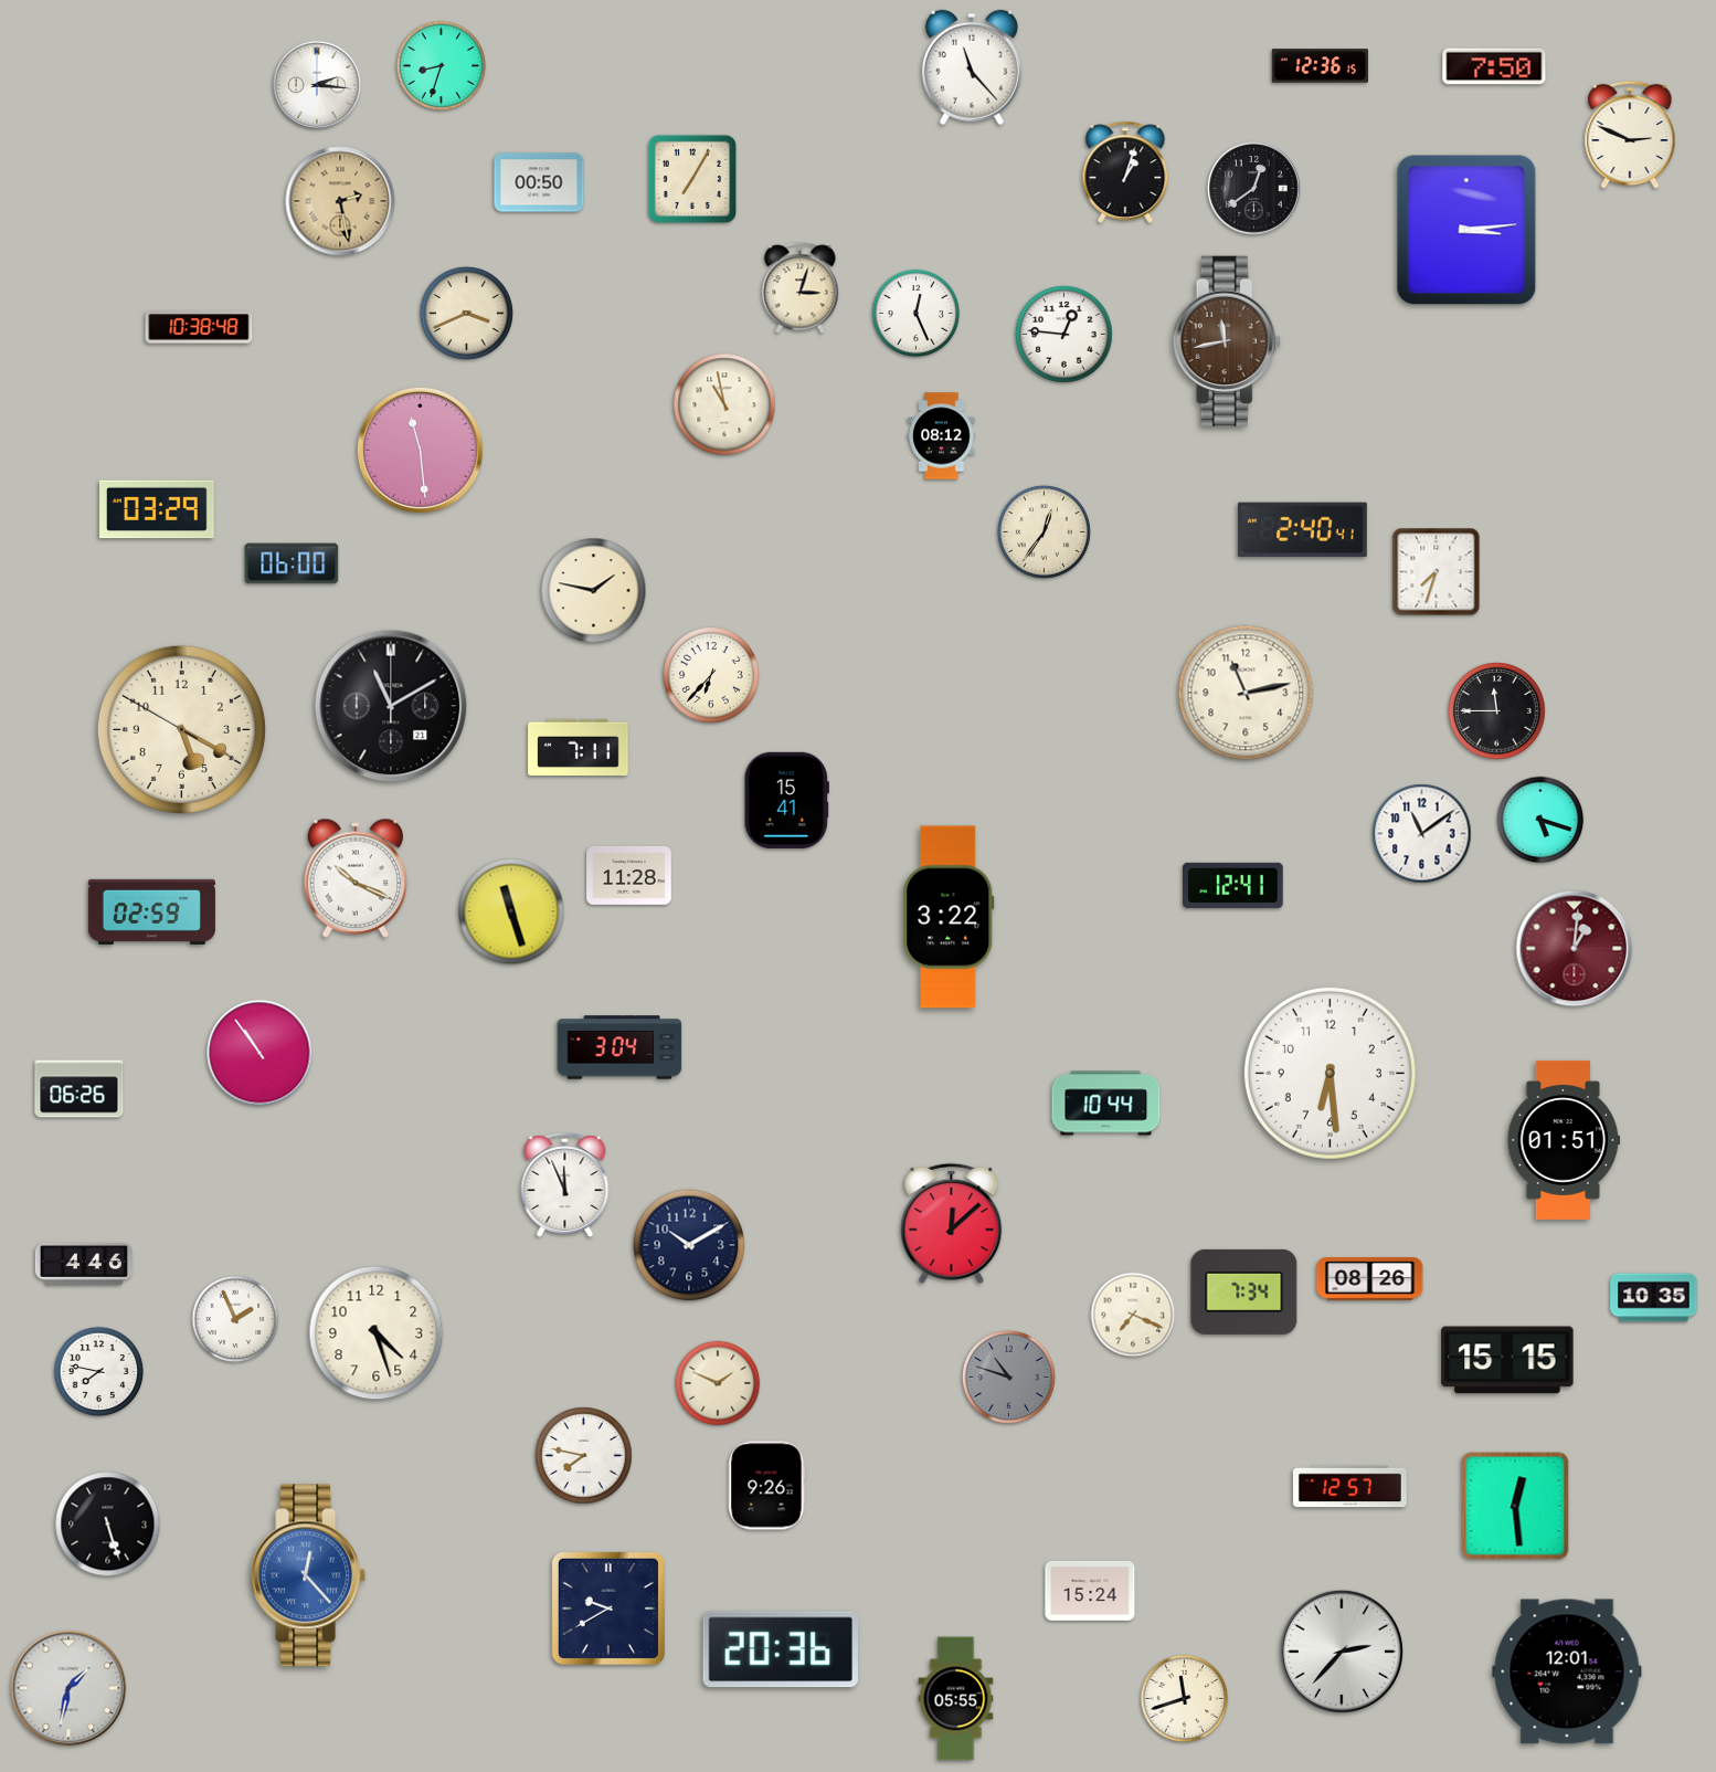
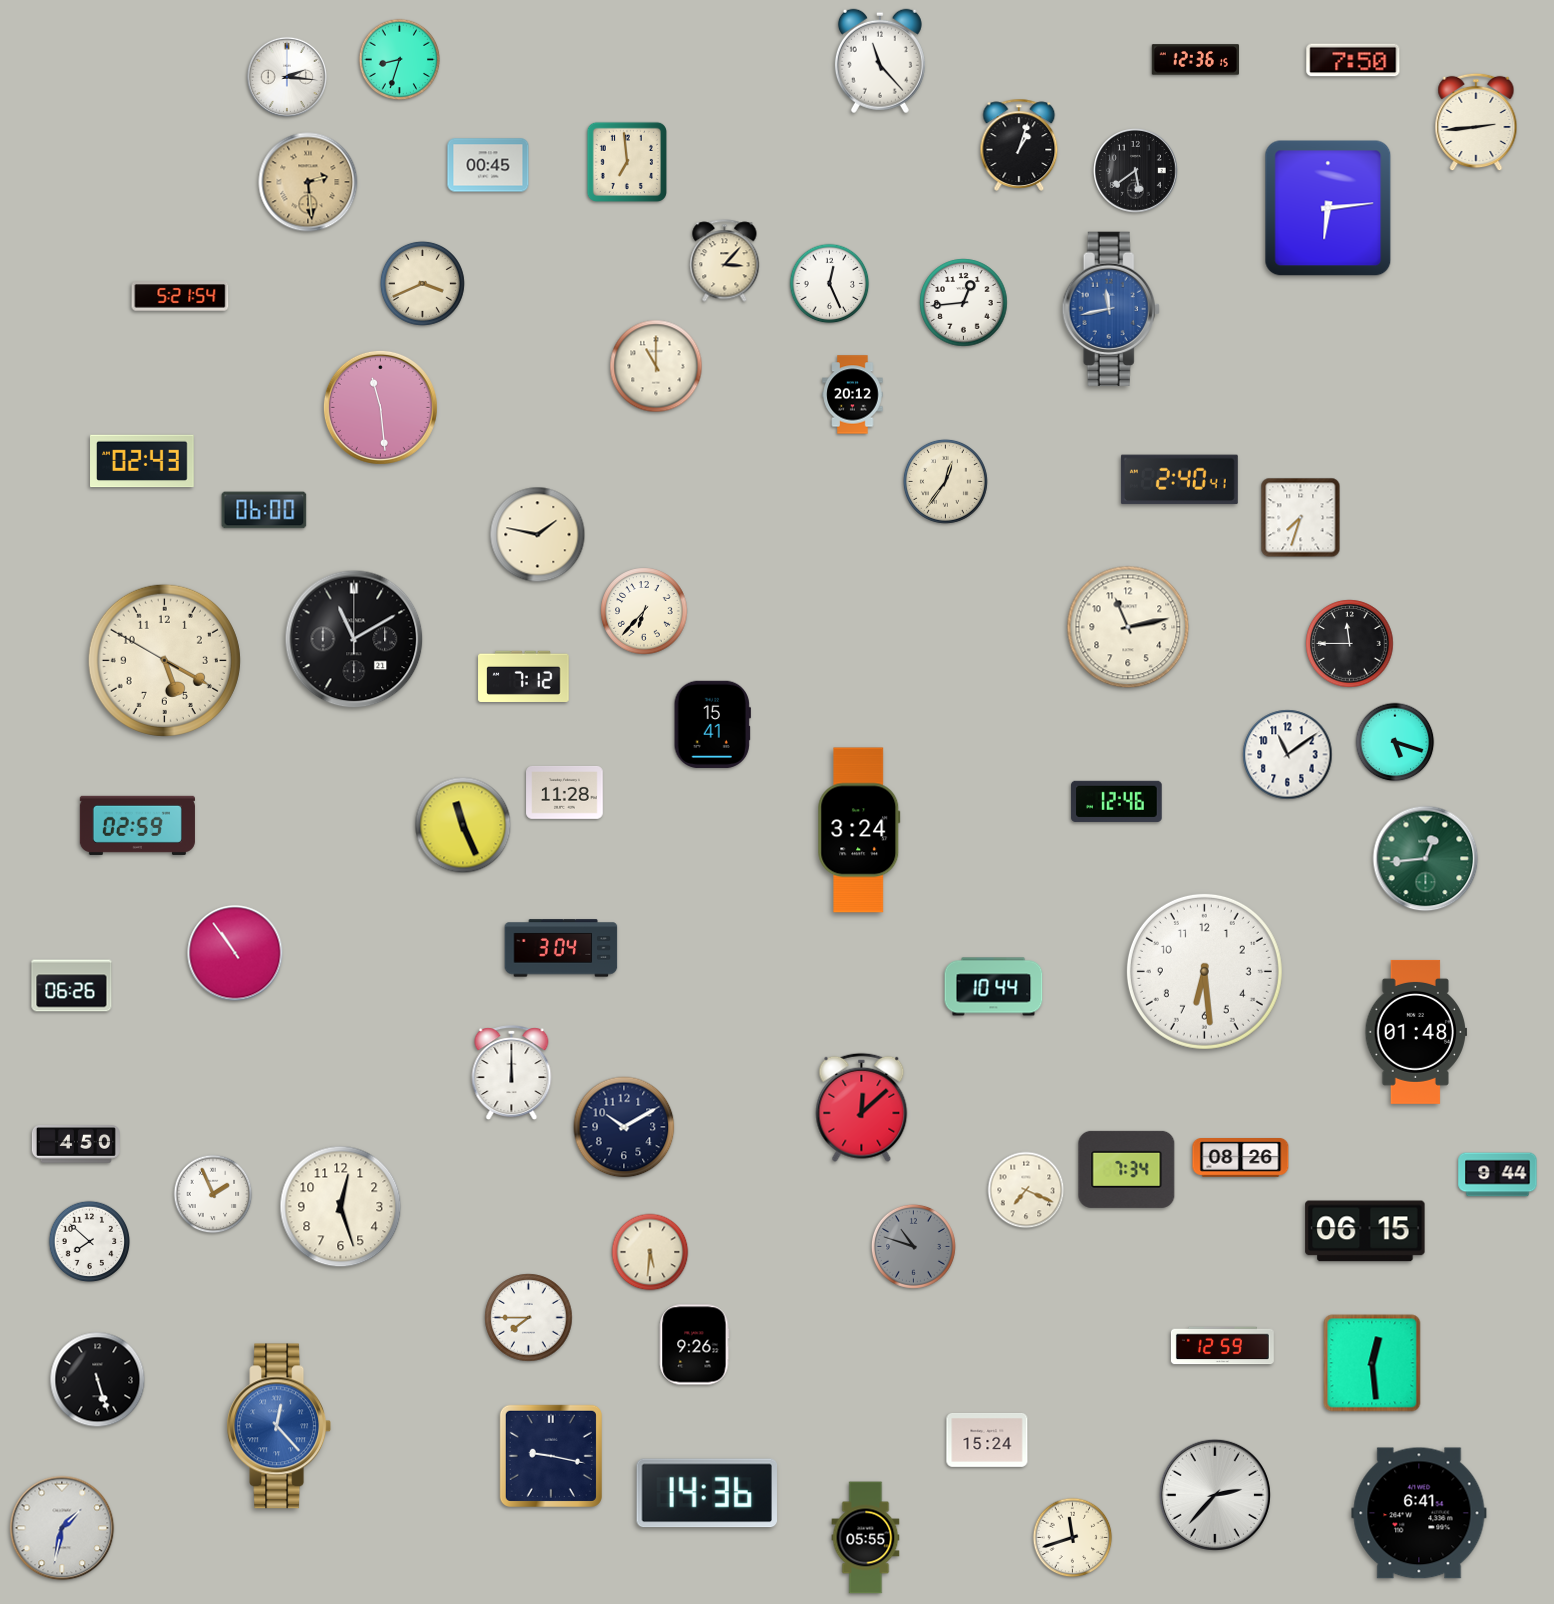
clock at (1630, 135): 2:49 -> 2:44
clock at (1125, 172) position: (1125, 172) -> (1019, 145)
clock at (692, 179): 7:05 -> 6:59
clock at (539, 182): 00:50 -> 00:45
clock at (1254, 189): 12:39 -> 5:39
clock at (340, 201): 2:28 -> 2:29
clock at (1466, 230): 3:14 -> 6:14
clock at (801, 288): 3:03 -> 3:07
clock at (199, 327): 10:38 -> 5:21
clock at (1064, 335): 12:46 -> 12:44
clock at (1227, 341) dial: brown -> blue
clock at (724, 404): 10:58 -> 11:00
clock at (942, 436): 08:12 -> 20:12
clock at (158, 509): 03:29 -> 02:43
clock at (1497, 711) position: (1497, 711) -> (1350, 644)
clock at (579, 747): 7:11 -> 7:12
clock at (629, 876) position: (629, 876) -> (565, 793)
clock at (356, 878): 10:19 -> none
clock at (1233, 885): 12:41 -> 12:46
clock at (511, 911): 11:27 -> 11:26
clock at (949, 917): 3:22 -> 3:24
clock at (1575, 949): 1:01 -> 12:44
clock at (1575, 949) dial: burgundy -> green
clock at (1106, 1104) position: (1106, 1104) -> (994, 987)
clock at (1563, 1140): 01:51 -> 01:48
clock at (565, 1185): 11:56 -> 12:00
clock at (84, 1265): 4:46 -> 4:50
clock at (1654, 1298): 10:35 -> 9:44
clock at (377, 1333): 4:27 -> 12:27
clock at (1507, 1360): 15:15 -> 06:15
clock at (99, 1372): 7:47 -> 7:52
clock at (718, 1383): 1:49 -> 5:31
clock at (584, 1456): 7:47 -> 7:45
clock at (1349, 1487): 12:57 -> 12:59
clock at (608, 1608): 9:40 -> 9:17
clock at (780, 1649): 20:36 -> 14:36
clock at (1567, 1671): 12:01 -> 6:41
